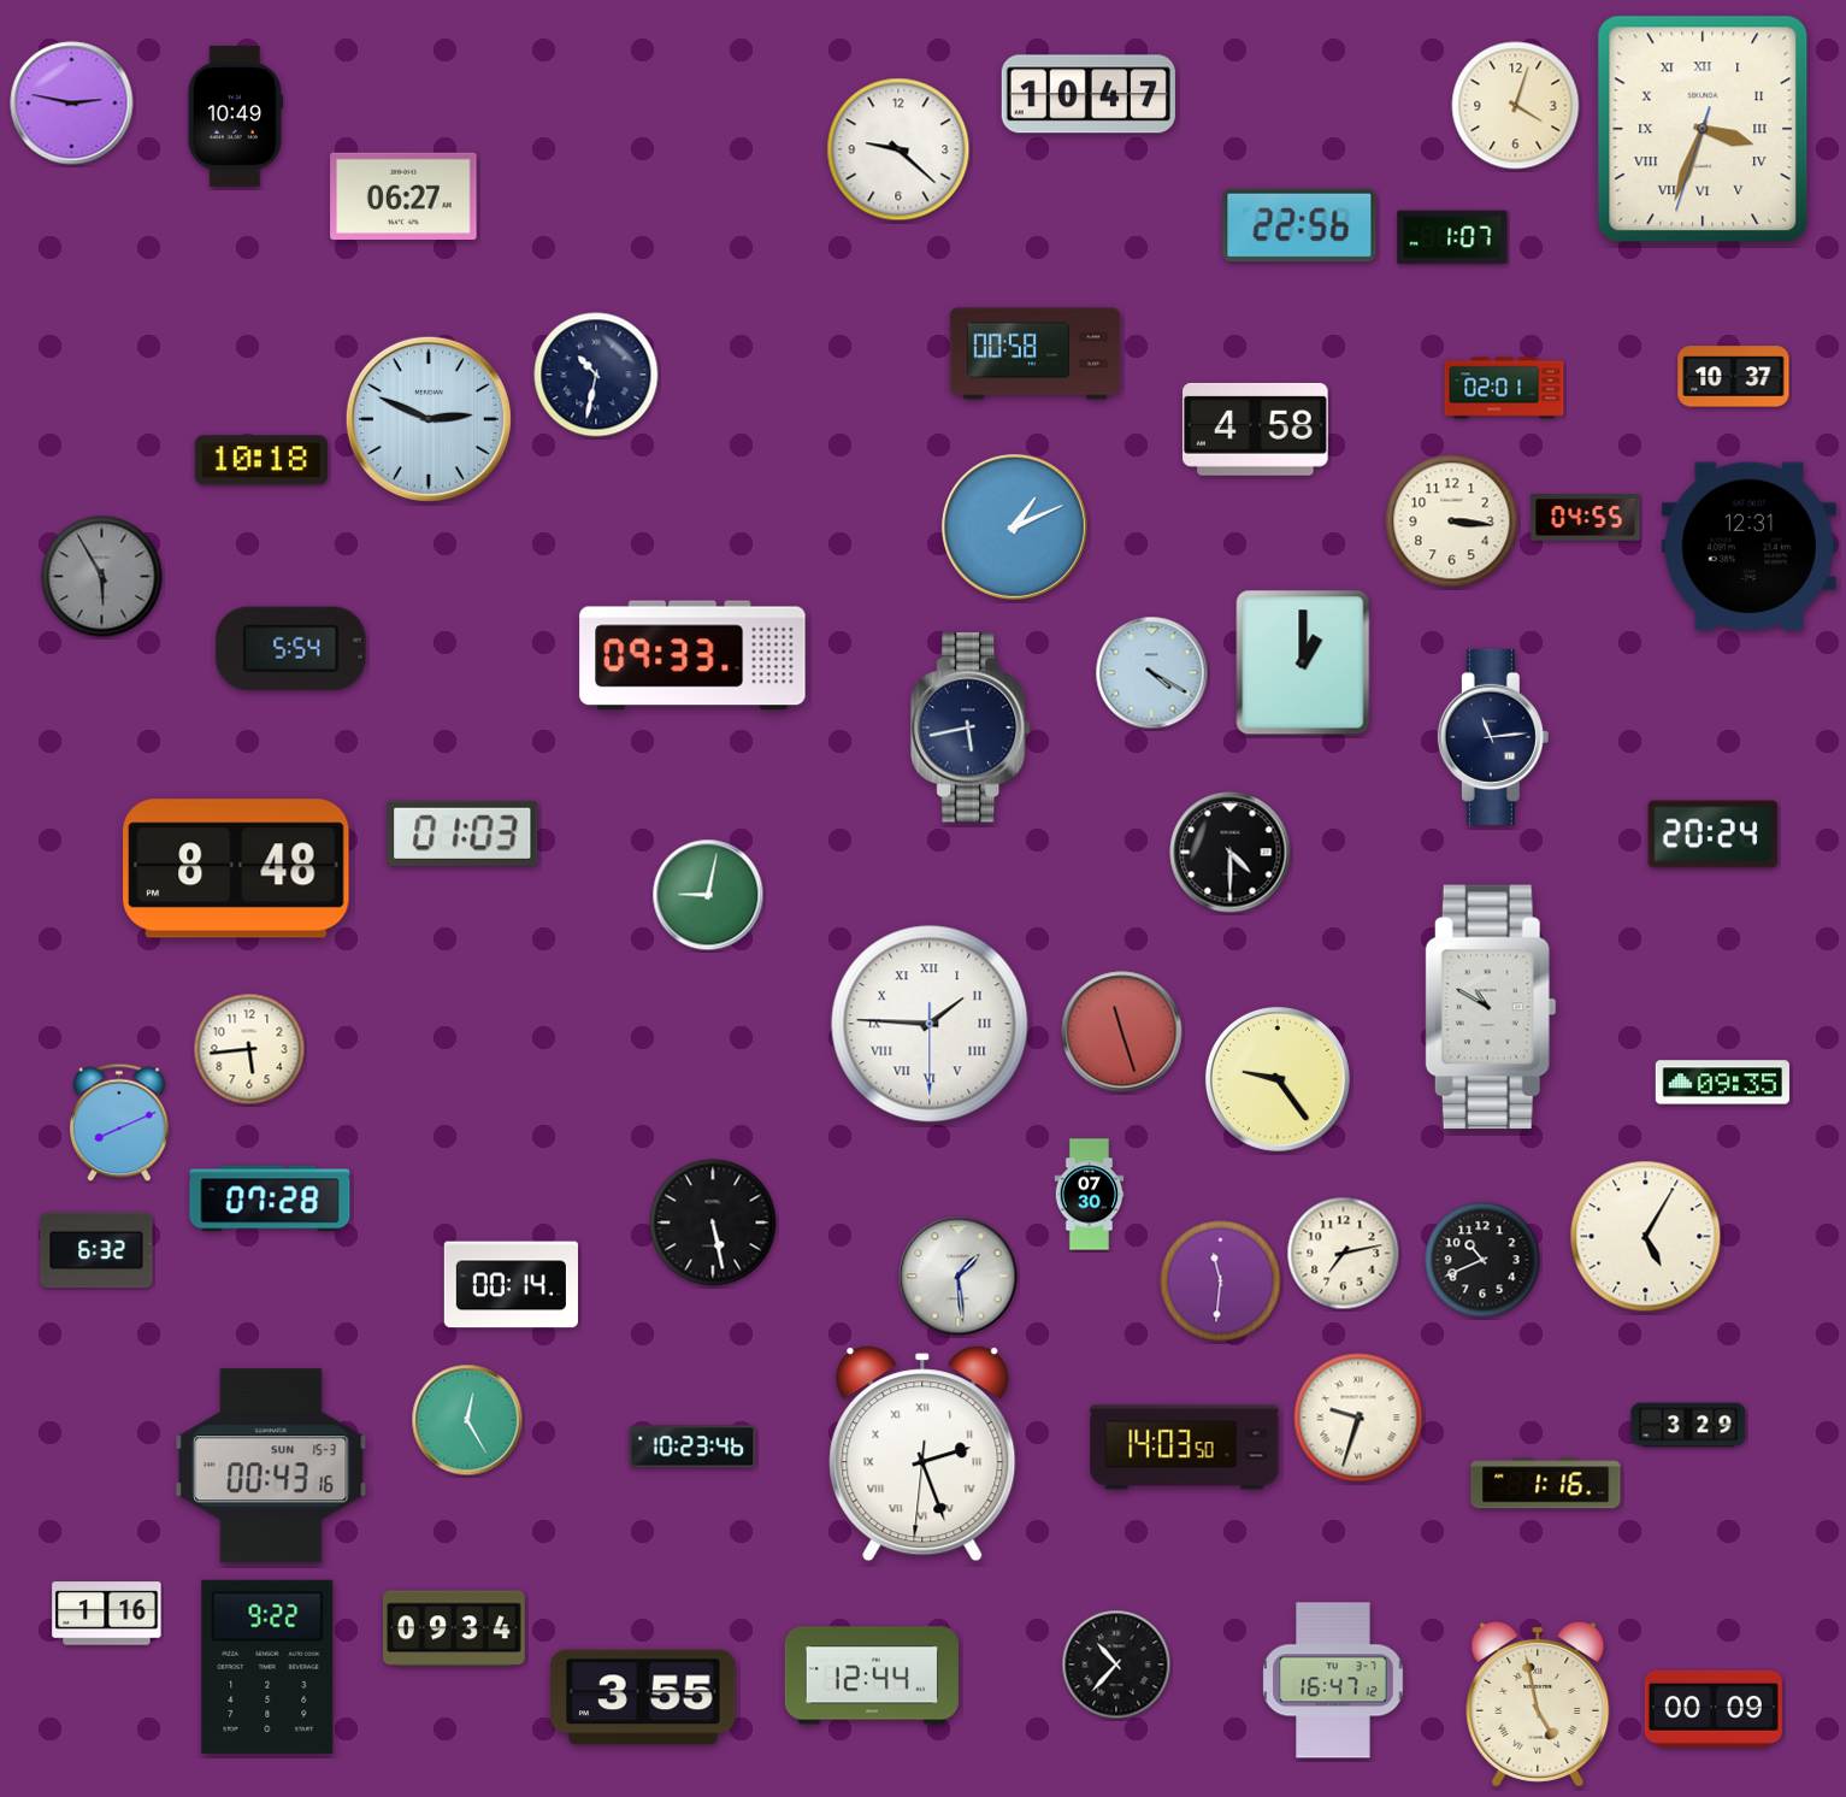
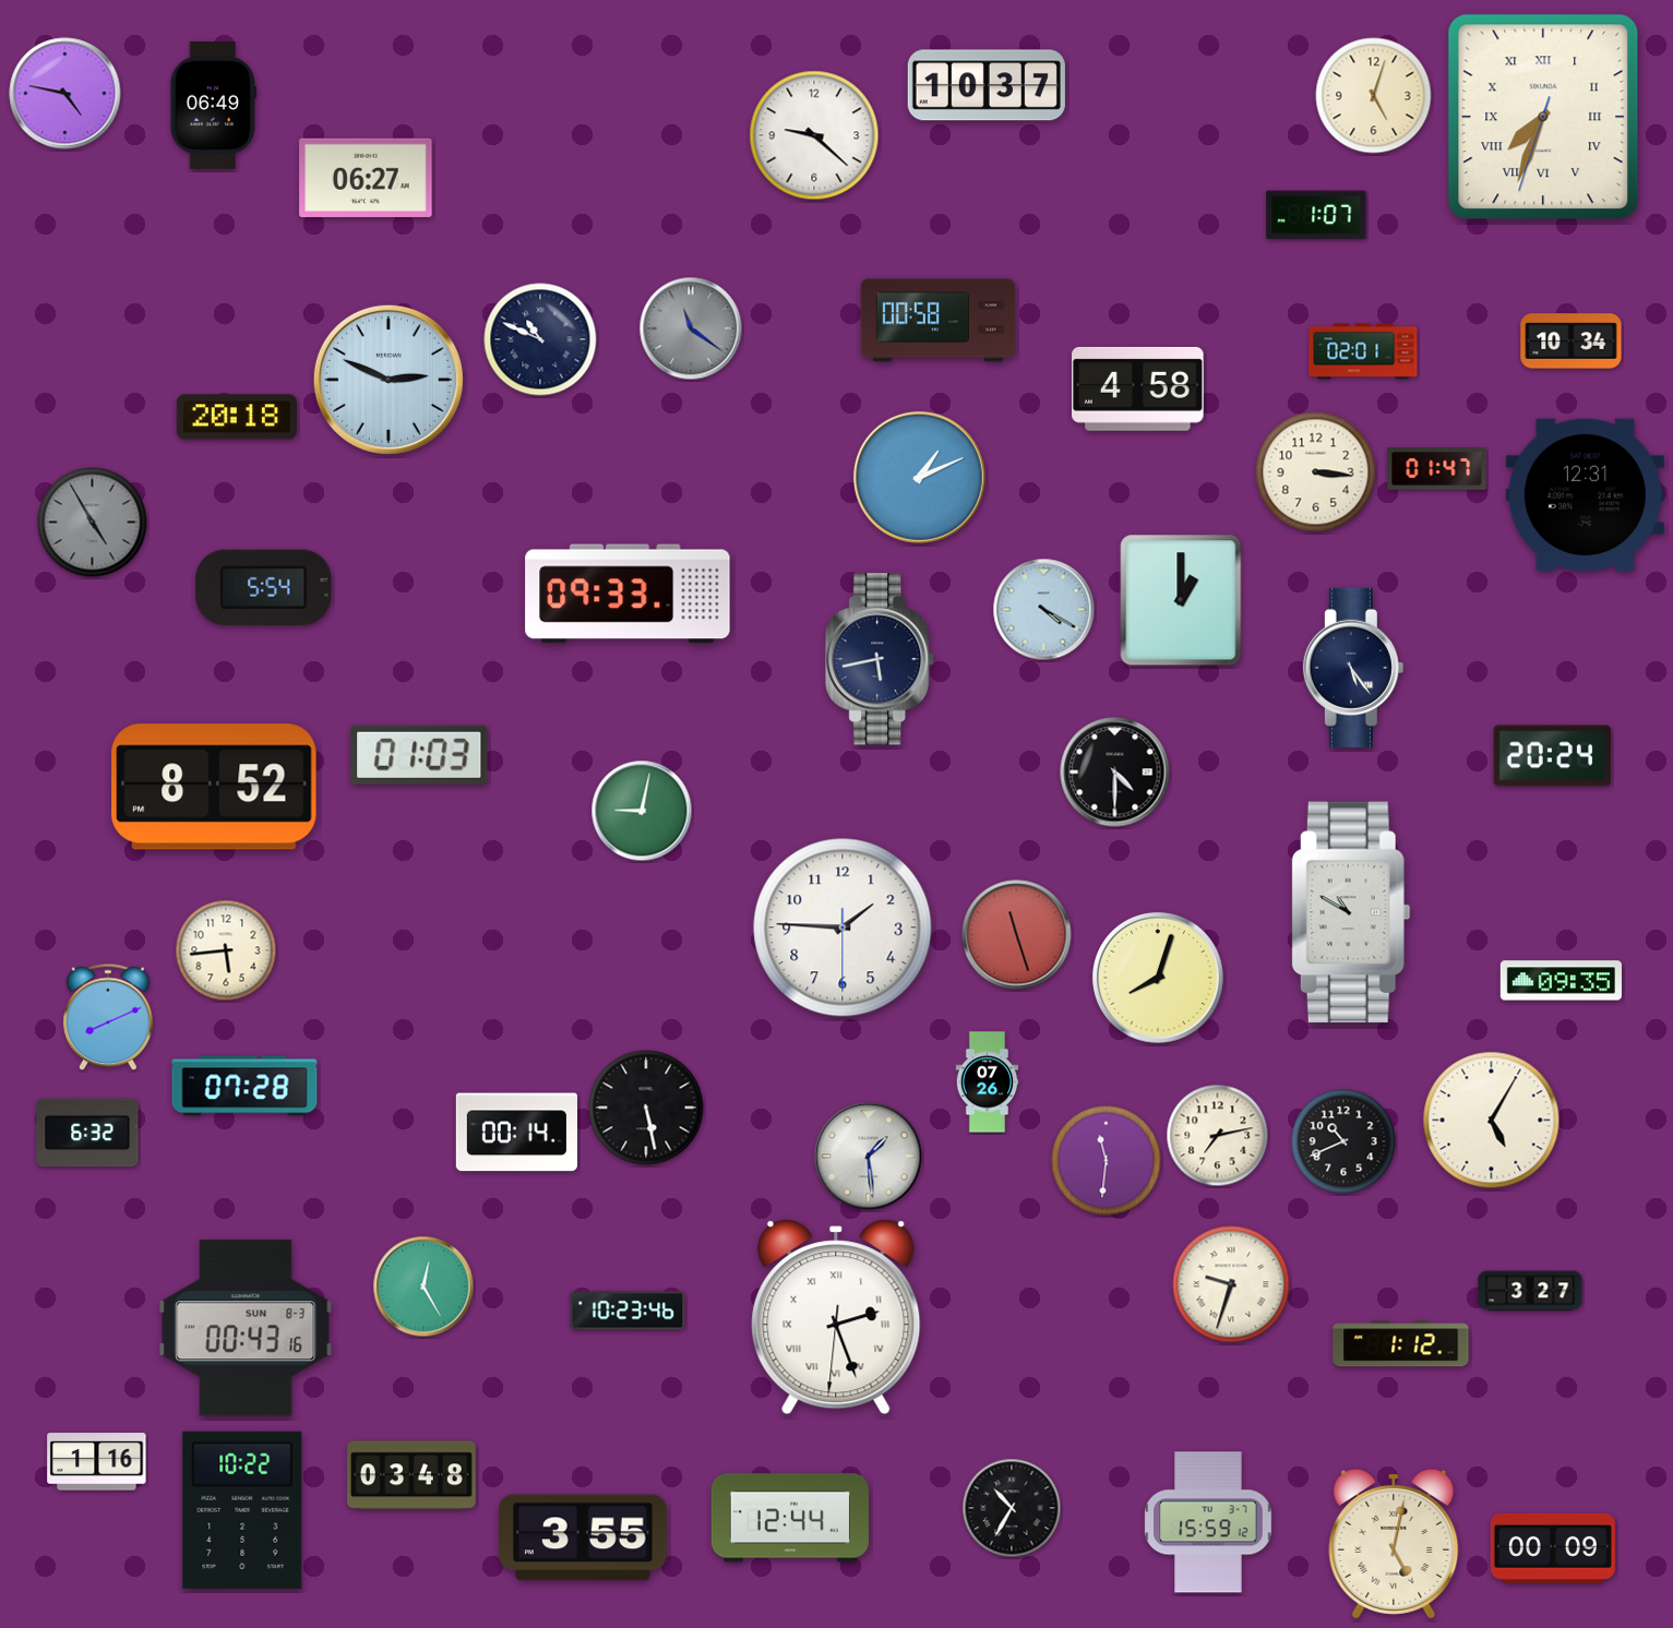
clock at (1089, 94): 10:47 -> 10:37
clock at (72, 104): 2:47 -> 4:47
clock at (1516, 106): 4:03 -> 5:03
clock at (235, 117): 10:49 -> 06:49
clock at (1703, 129): 3:33 -> 7:33
clock at (1299, 225): 22:56 -> none
clock at (691, 328): none -> 11:21
clock at (596, 375): 10:32 -> 10:49
clock at (1734, 377): 10:37 -> 10:34
clock at (261, 460): 10:18 -> 20:18
clock at (1586, 518): 04:55 -> 01:47
clock at (102, 577): 5:55 -> 4:55
clock at (1493, 737): 11:14 -> 5:24
clock at (236, 868): 8:48 -> 8:52
clock at (930, 1024) numerals: Roman -> Arabic
clock at (1278, 1079): 9:24 -> 8:03
clock at (1090, 1195): 07:30 -> 07:26
clock at (511, 1285) position: (511, 1285) -> (516, 1133)
clock at (1688, 1425): 3:29 -> 3:27
clock at (1185, 1448): 14:03 -> none
clock at (271, 1466) date: SUN 15-3 -> SUN 8-3
clock at (1546, 1484): 1:16 -> 1:12
clock at (455, 1628): 09:34 -> 03:48
clock at (1116, 1665): 10:37 -> 10:35
clock at (267, 1667): 9:22 -> 10:22
clock at (1333, 1680): 16:47 -> 15:59
clock at (1538, 1704): 4:58 -> 5:02
